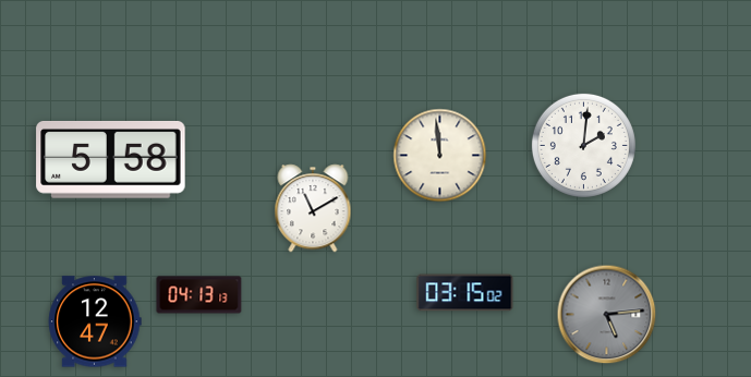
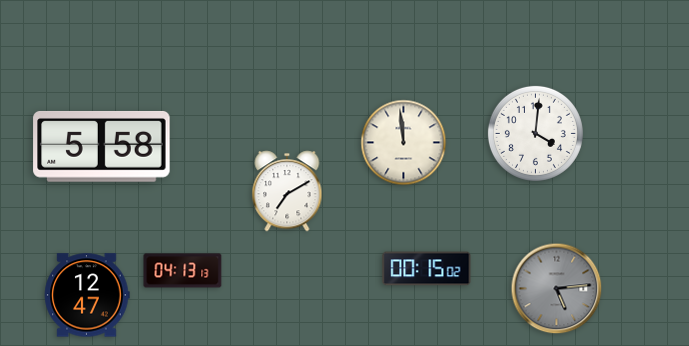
clock at (583, 145): 2:01 -> 4:01
clock at (313, 208): 11:10 -> 7:10
clock at (465, 293): 03:15 -> 00:15
